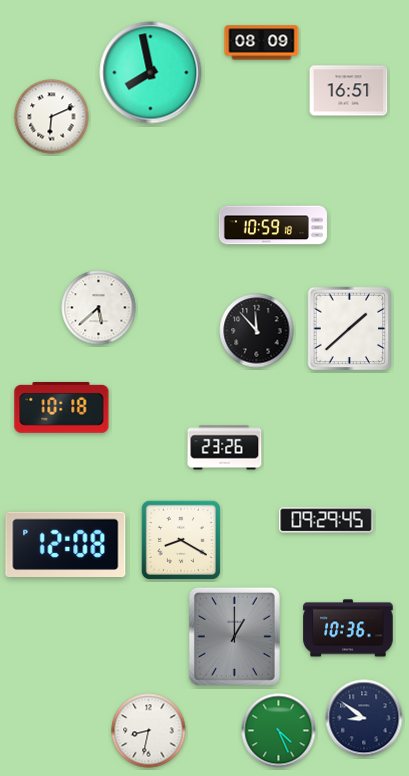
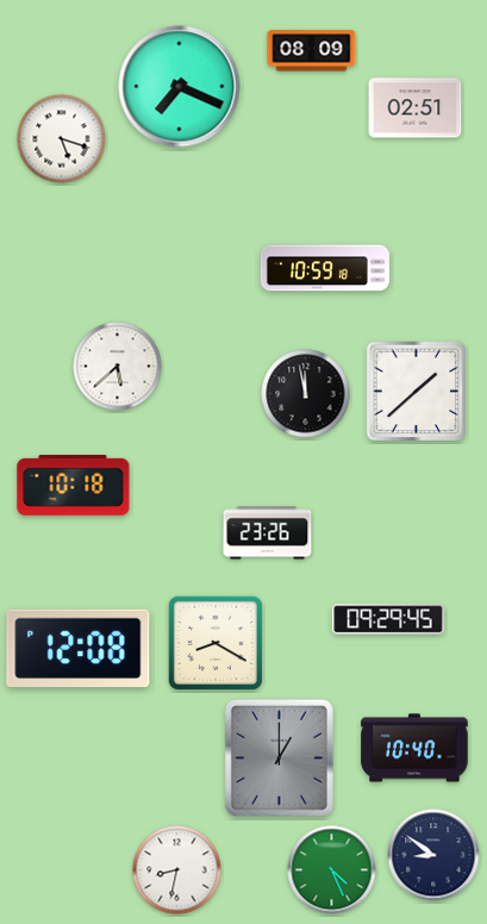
clock at (151, 73): 7:58 -> 7:19
clock at (349, 91): 16:51 -> 02:51
clock at (52, 117): 6:11 -> 5:18
clock at (257, 331): 11:53 -> 11:58
clock at (348, 628): 10:36 -> 10:40
